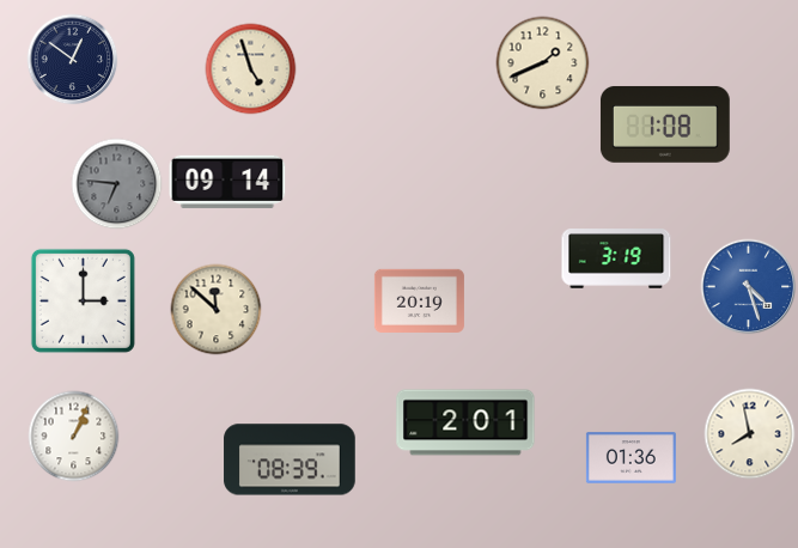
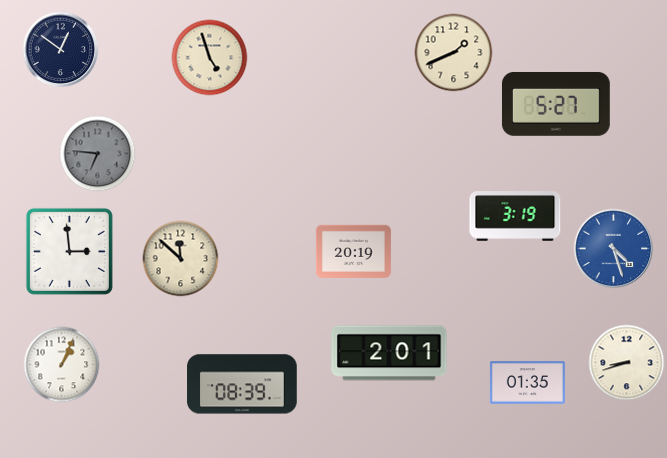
clock at (665, 124): 1:08 -> 5:27
clock at (227, 182): 09:14 -> none
clock at (749, 287) position: (749, 287) -> (614, 249)
clock at (83, 300): 3:00 -> 2:59
clock at (419, 300) position: (419, 300) -> (353, 251)
clock at (750, 434): 7:58 -> 8:42
clock at (631, 458): 01:36 -> 01:35
